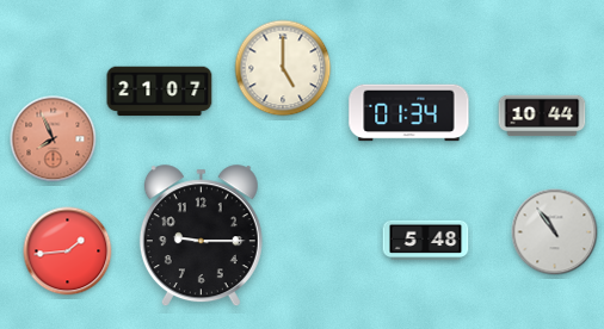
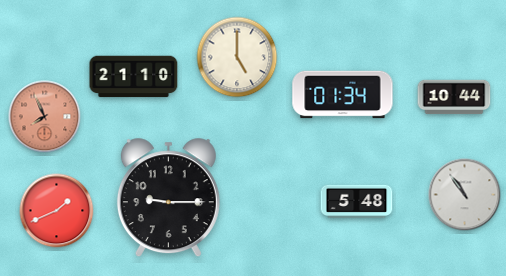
clock at (160, 92): 21:07 -> 21:10
clock at (68, 252): 1:44 -> 1:41
